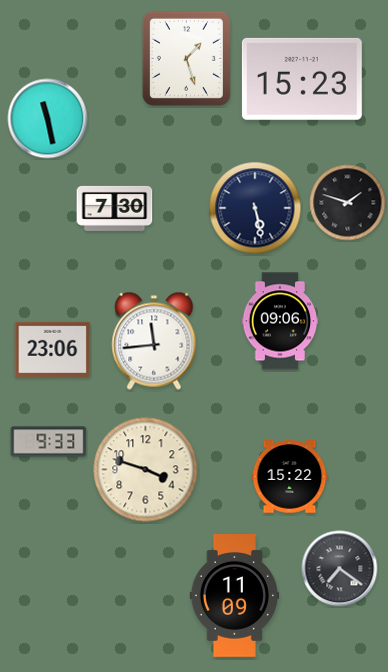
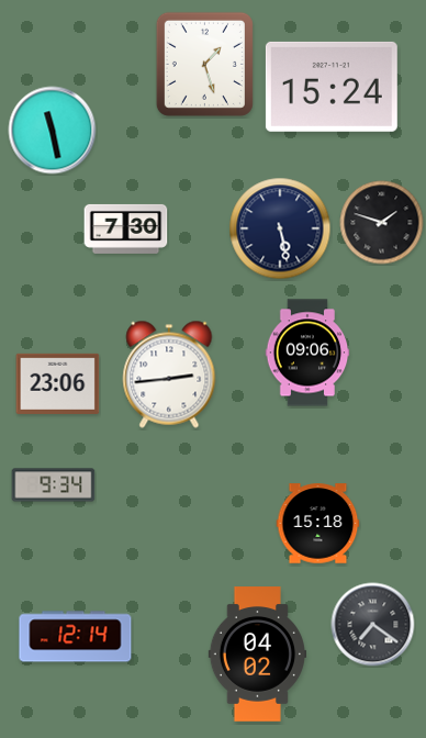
clock at (302, 79): 15:23 -> 15:24
clock at (154, 341): 11:44 -> 2:44
clock at (49, 442): 9:33 -> 9:34
clock at (146, 470): 3:48 -> none
clock at (290, 477): 15:22 -> 15:18
clock at (76, 637): none -> 12:14
clock at (234, 596): 11:09 -> 04:02
